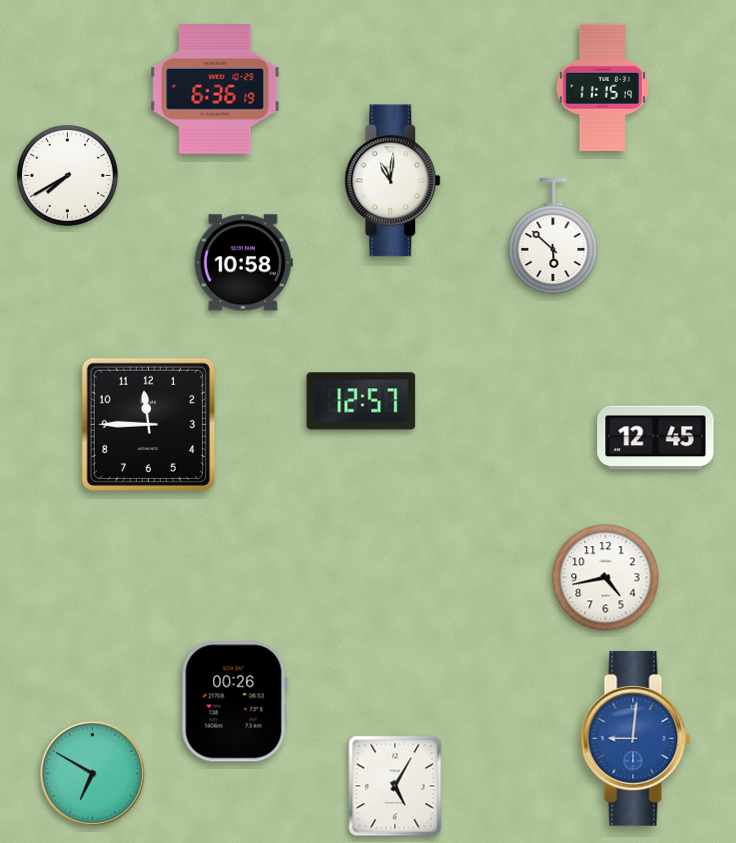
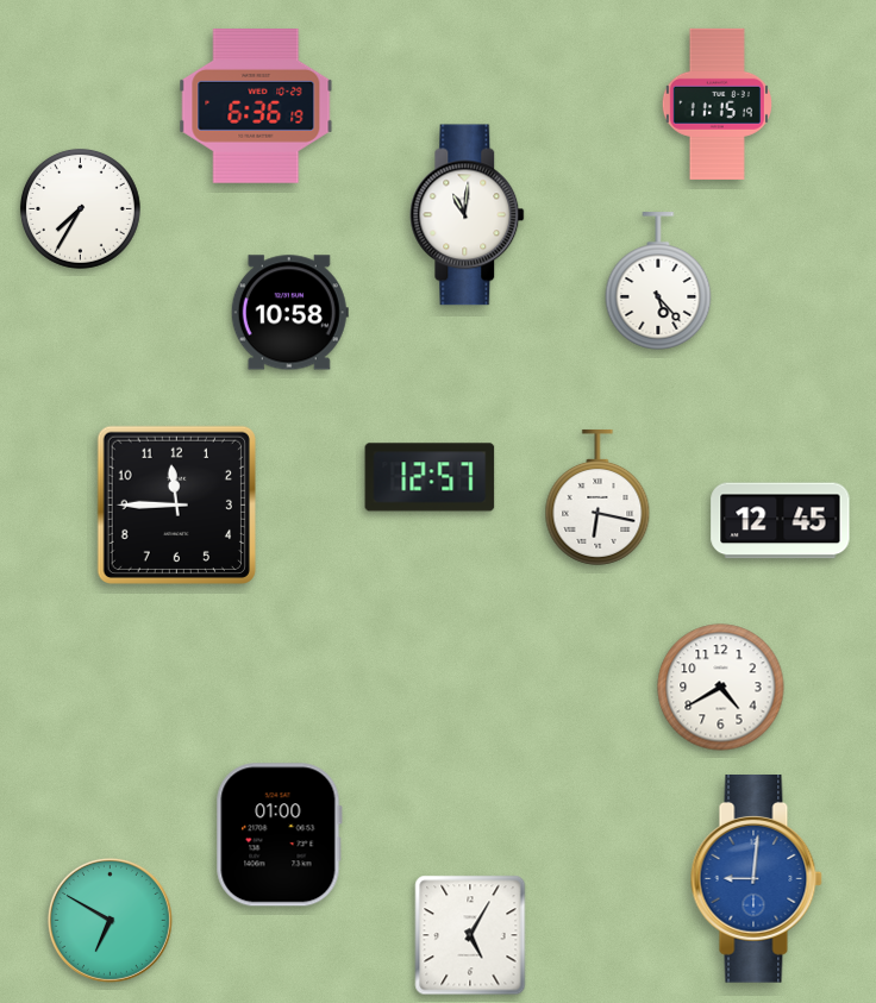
clock at (67, 175): 7:40 -> 7:35
clock at (553, 236): 5:52 -> 5:23
clock at (597, 497): none -> 6:17
clock at (606, 578): 4:43 -> 4:40
clock at (234, 702): 00:26 -> 01:00
